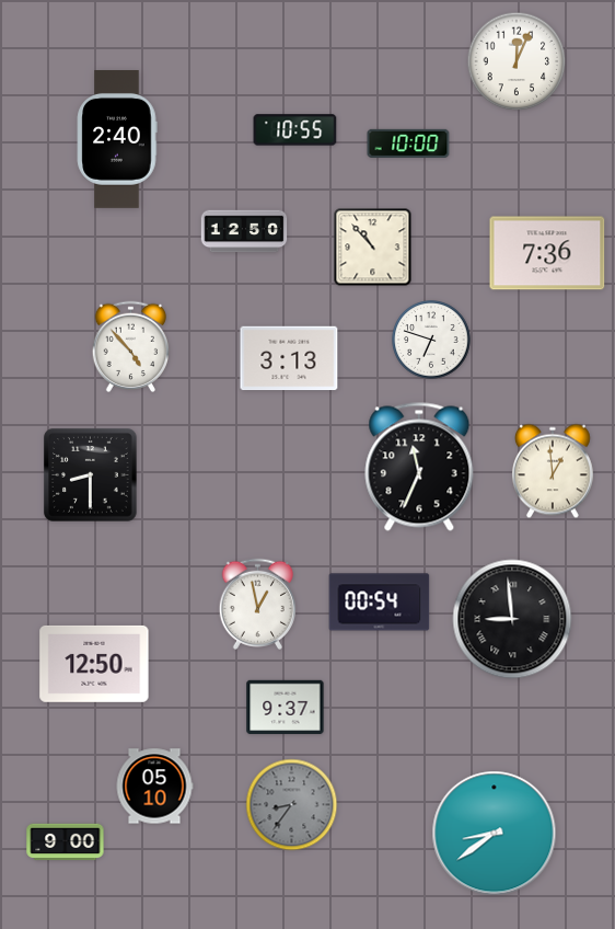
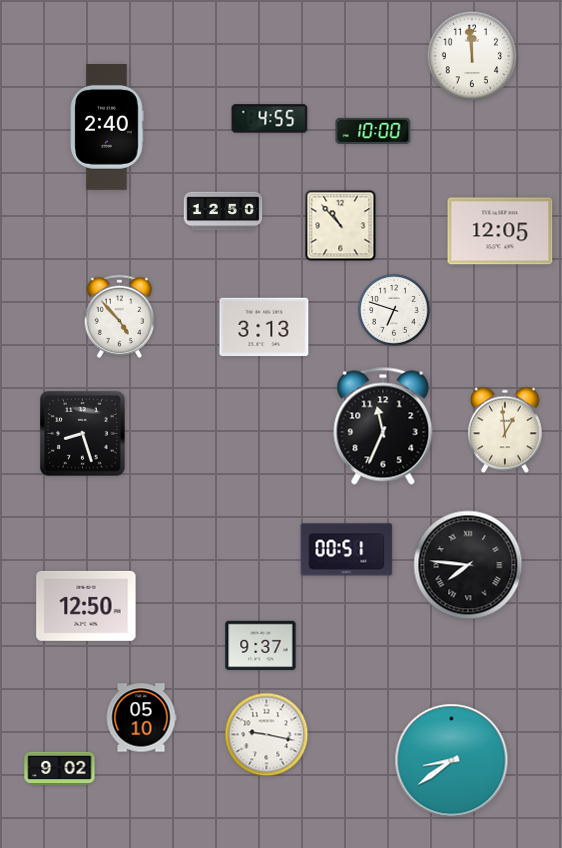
clock at (517, 61): 12:04 -> 11:59
clock at (295, 130): 10:55 -> 4:55
clock at (547, 253): 7:36 -> 12:05
clock at (91, 475): 8:30 -> 8:27
clock at (380, 603): 00:54 -> 00:51
clock at (258, 604): 12:58 -> none
clock at (512, 619): 8:59 -> 7:46
clock at (292, 805): 8:36 -> 9:17
clock at (292, 805) dial: grey -> white
clock at (66, 842): 9:00 -> 9:02
